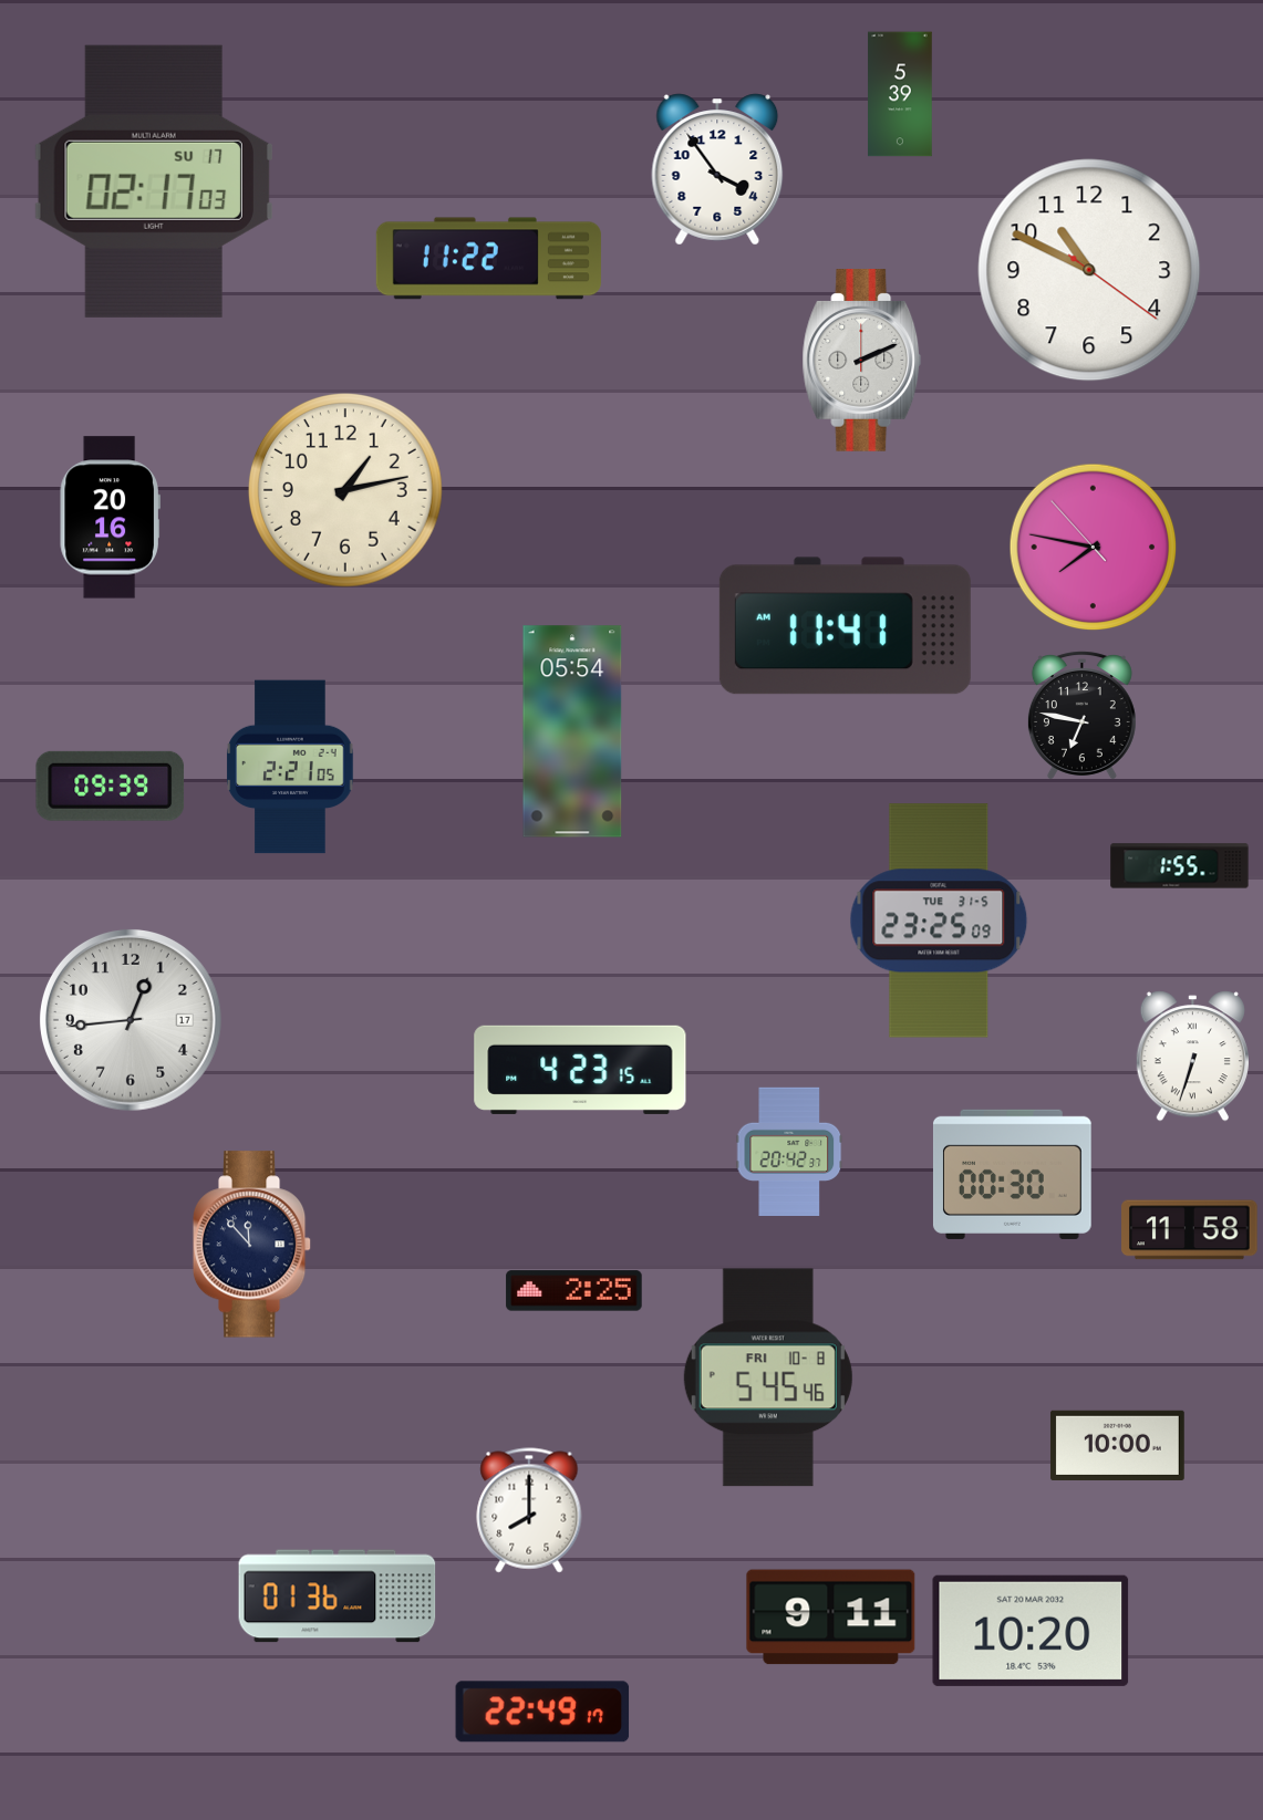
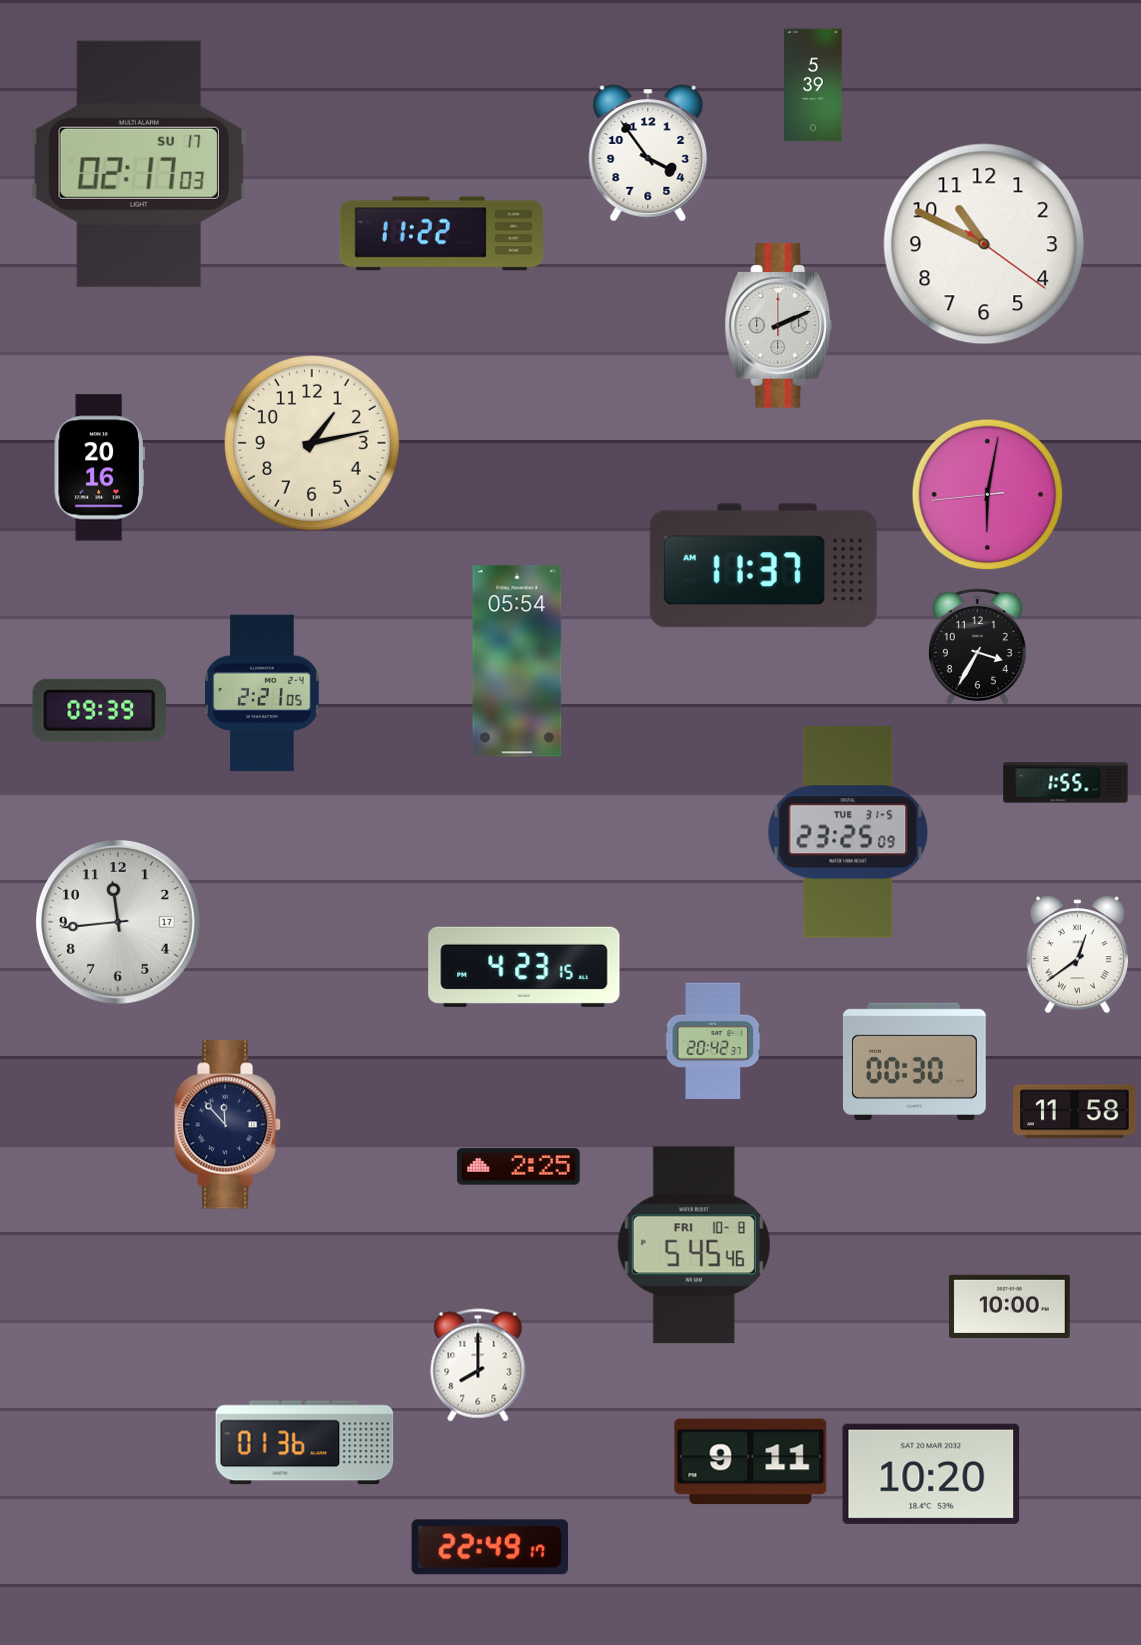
clock at (1094, 548): 7:46 -> 6:01
clock at (845, 626): 11:41 -> 11:37
clock at (1081, 716): 6:47 -> 3:35
clock at (131, 1020): 12:44 -> 11:44
clock at (1192, 1057): 6:33 -> 12:39
